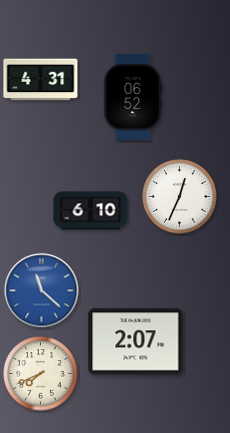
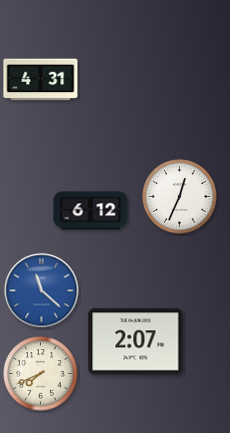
clock at (133, 97): 06:52 -> none
clock at (91, 211): 6:10 -> 6:12
